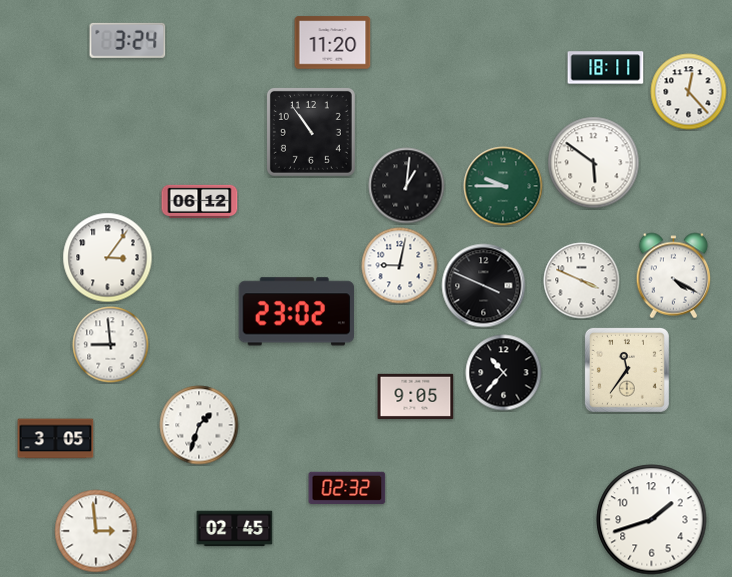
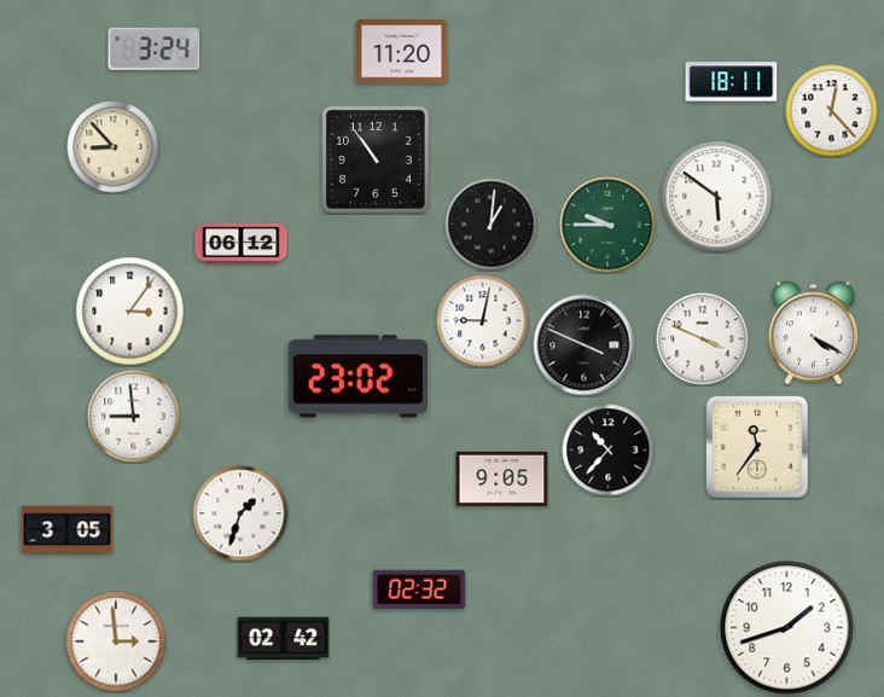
clock at (114, 147): none -> 8:53
clock at (235, 529): 02:45 -> 02:42
